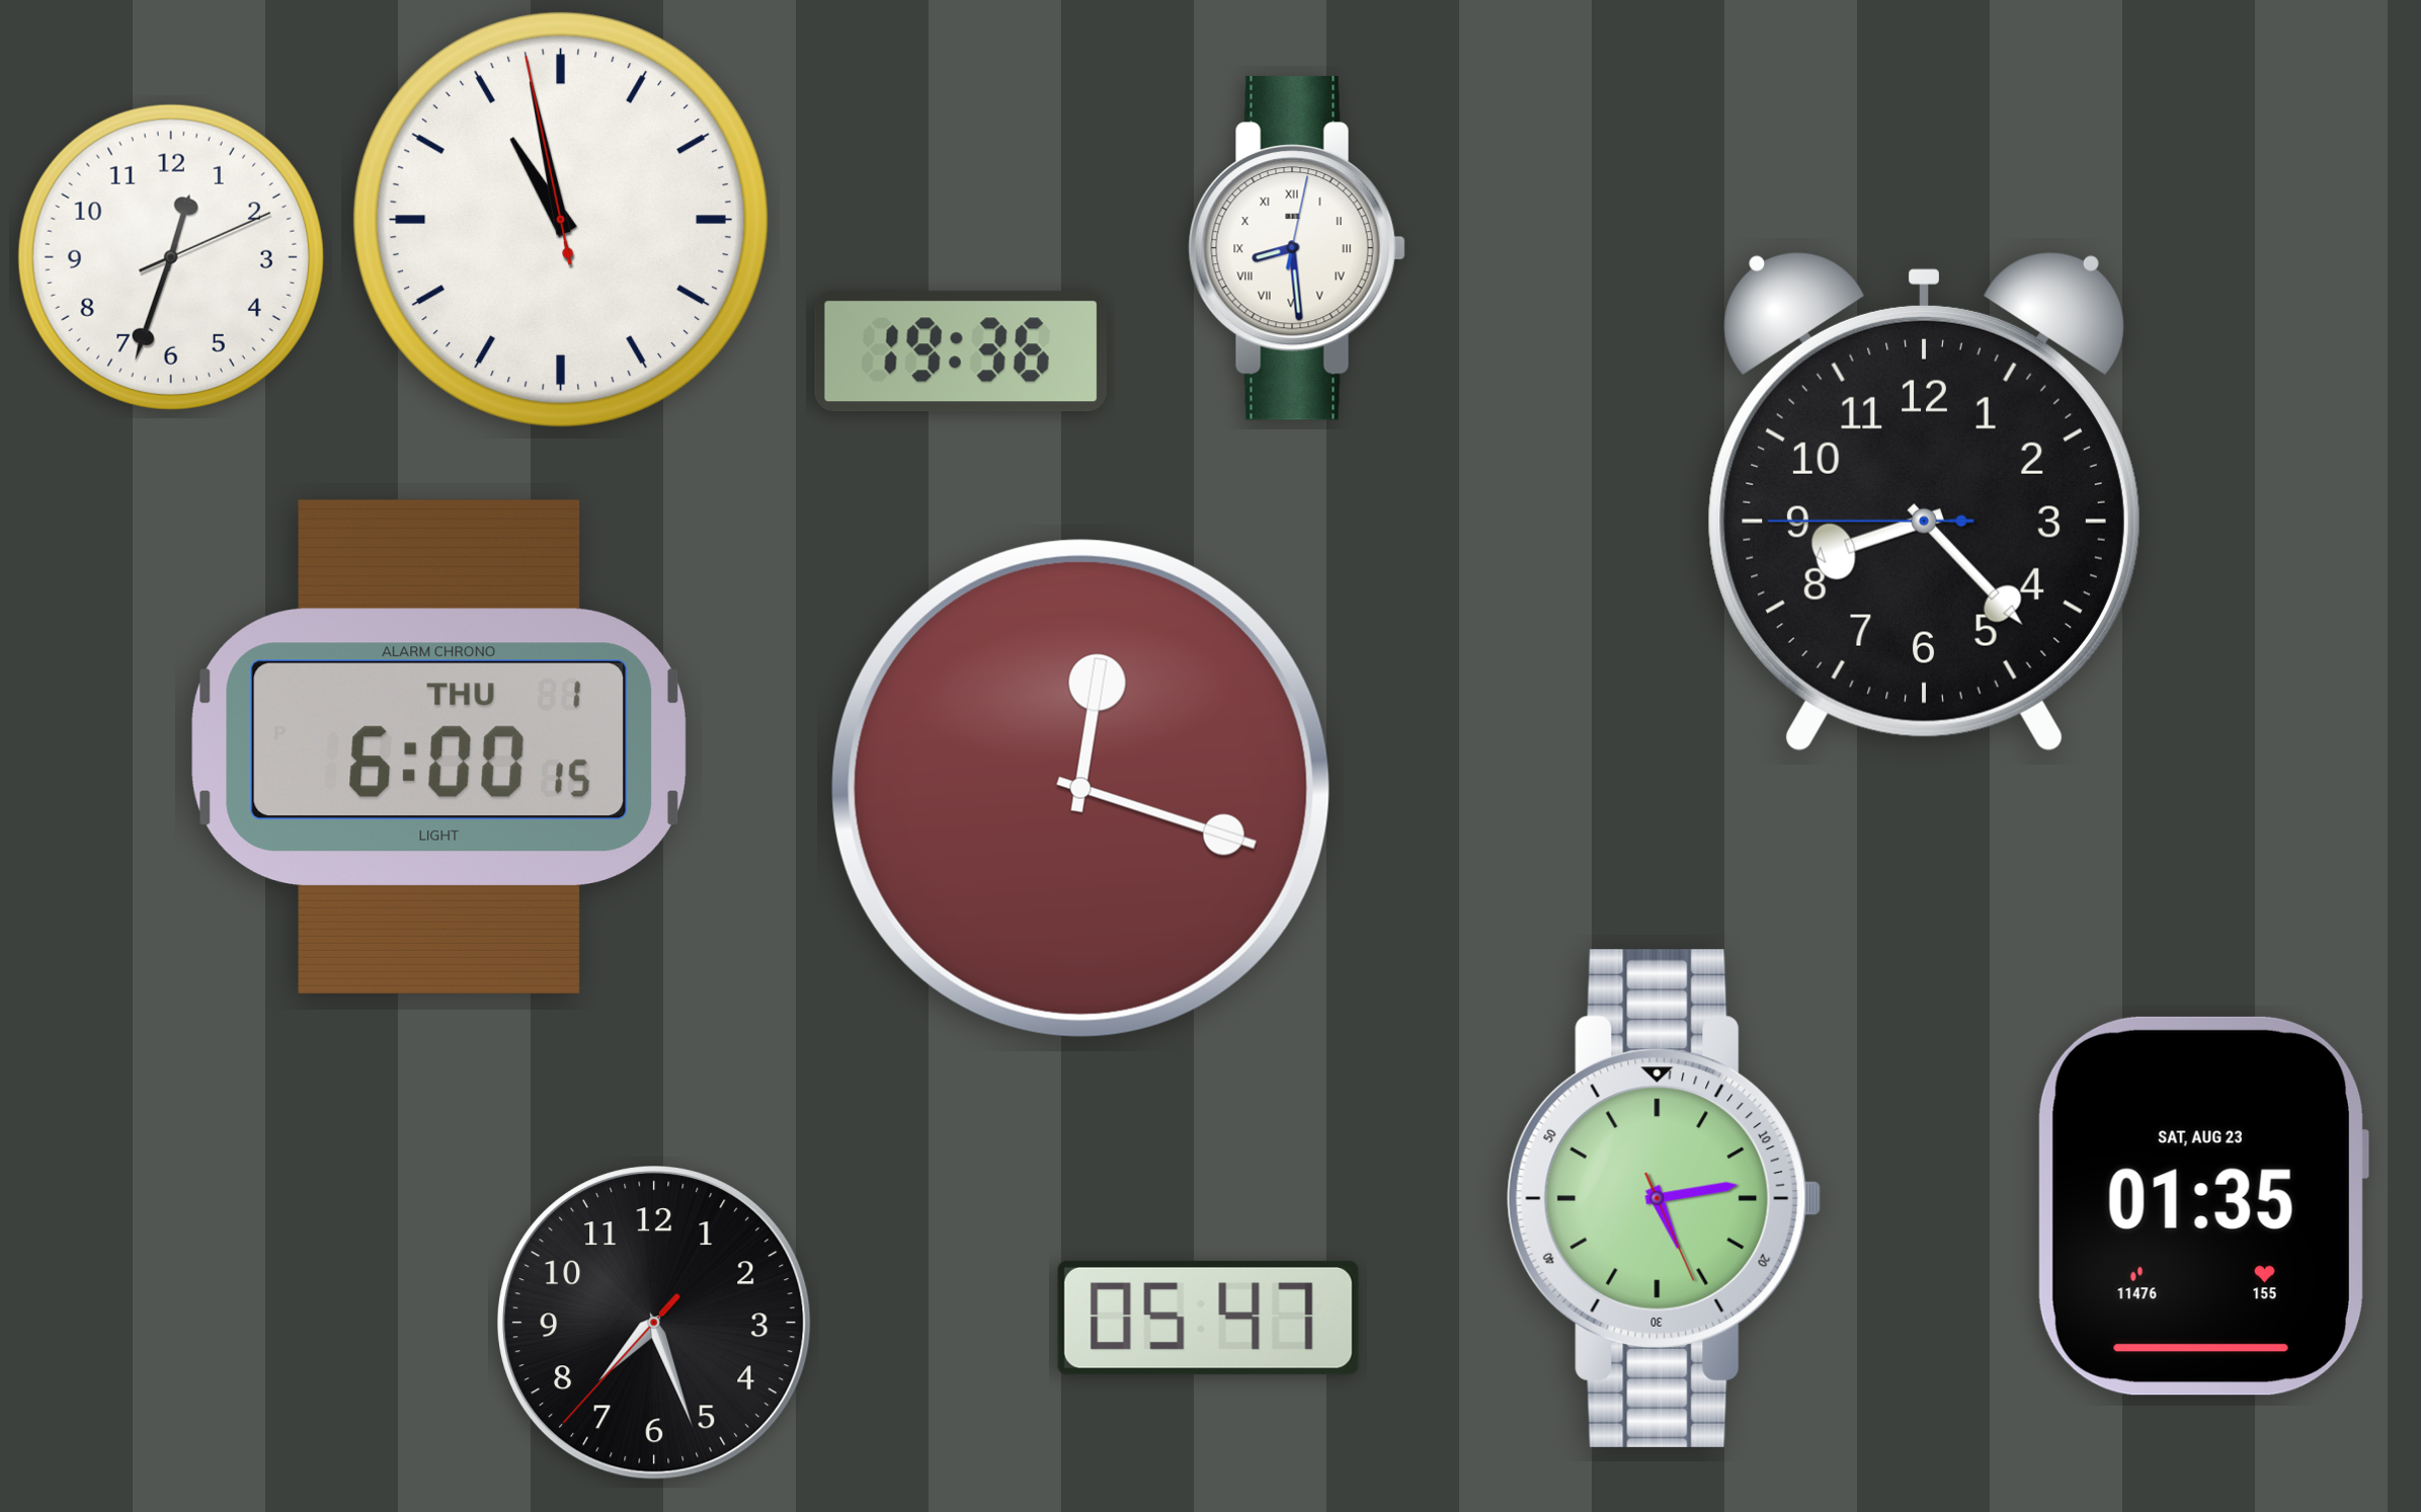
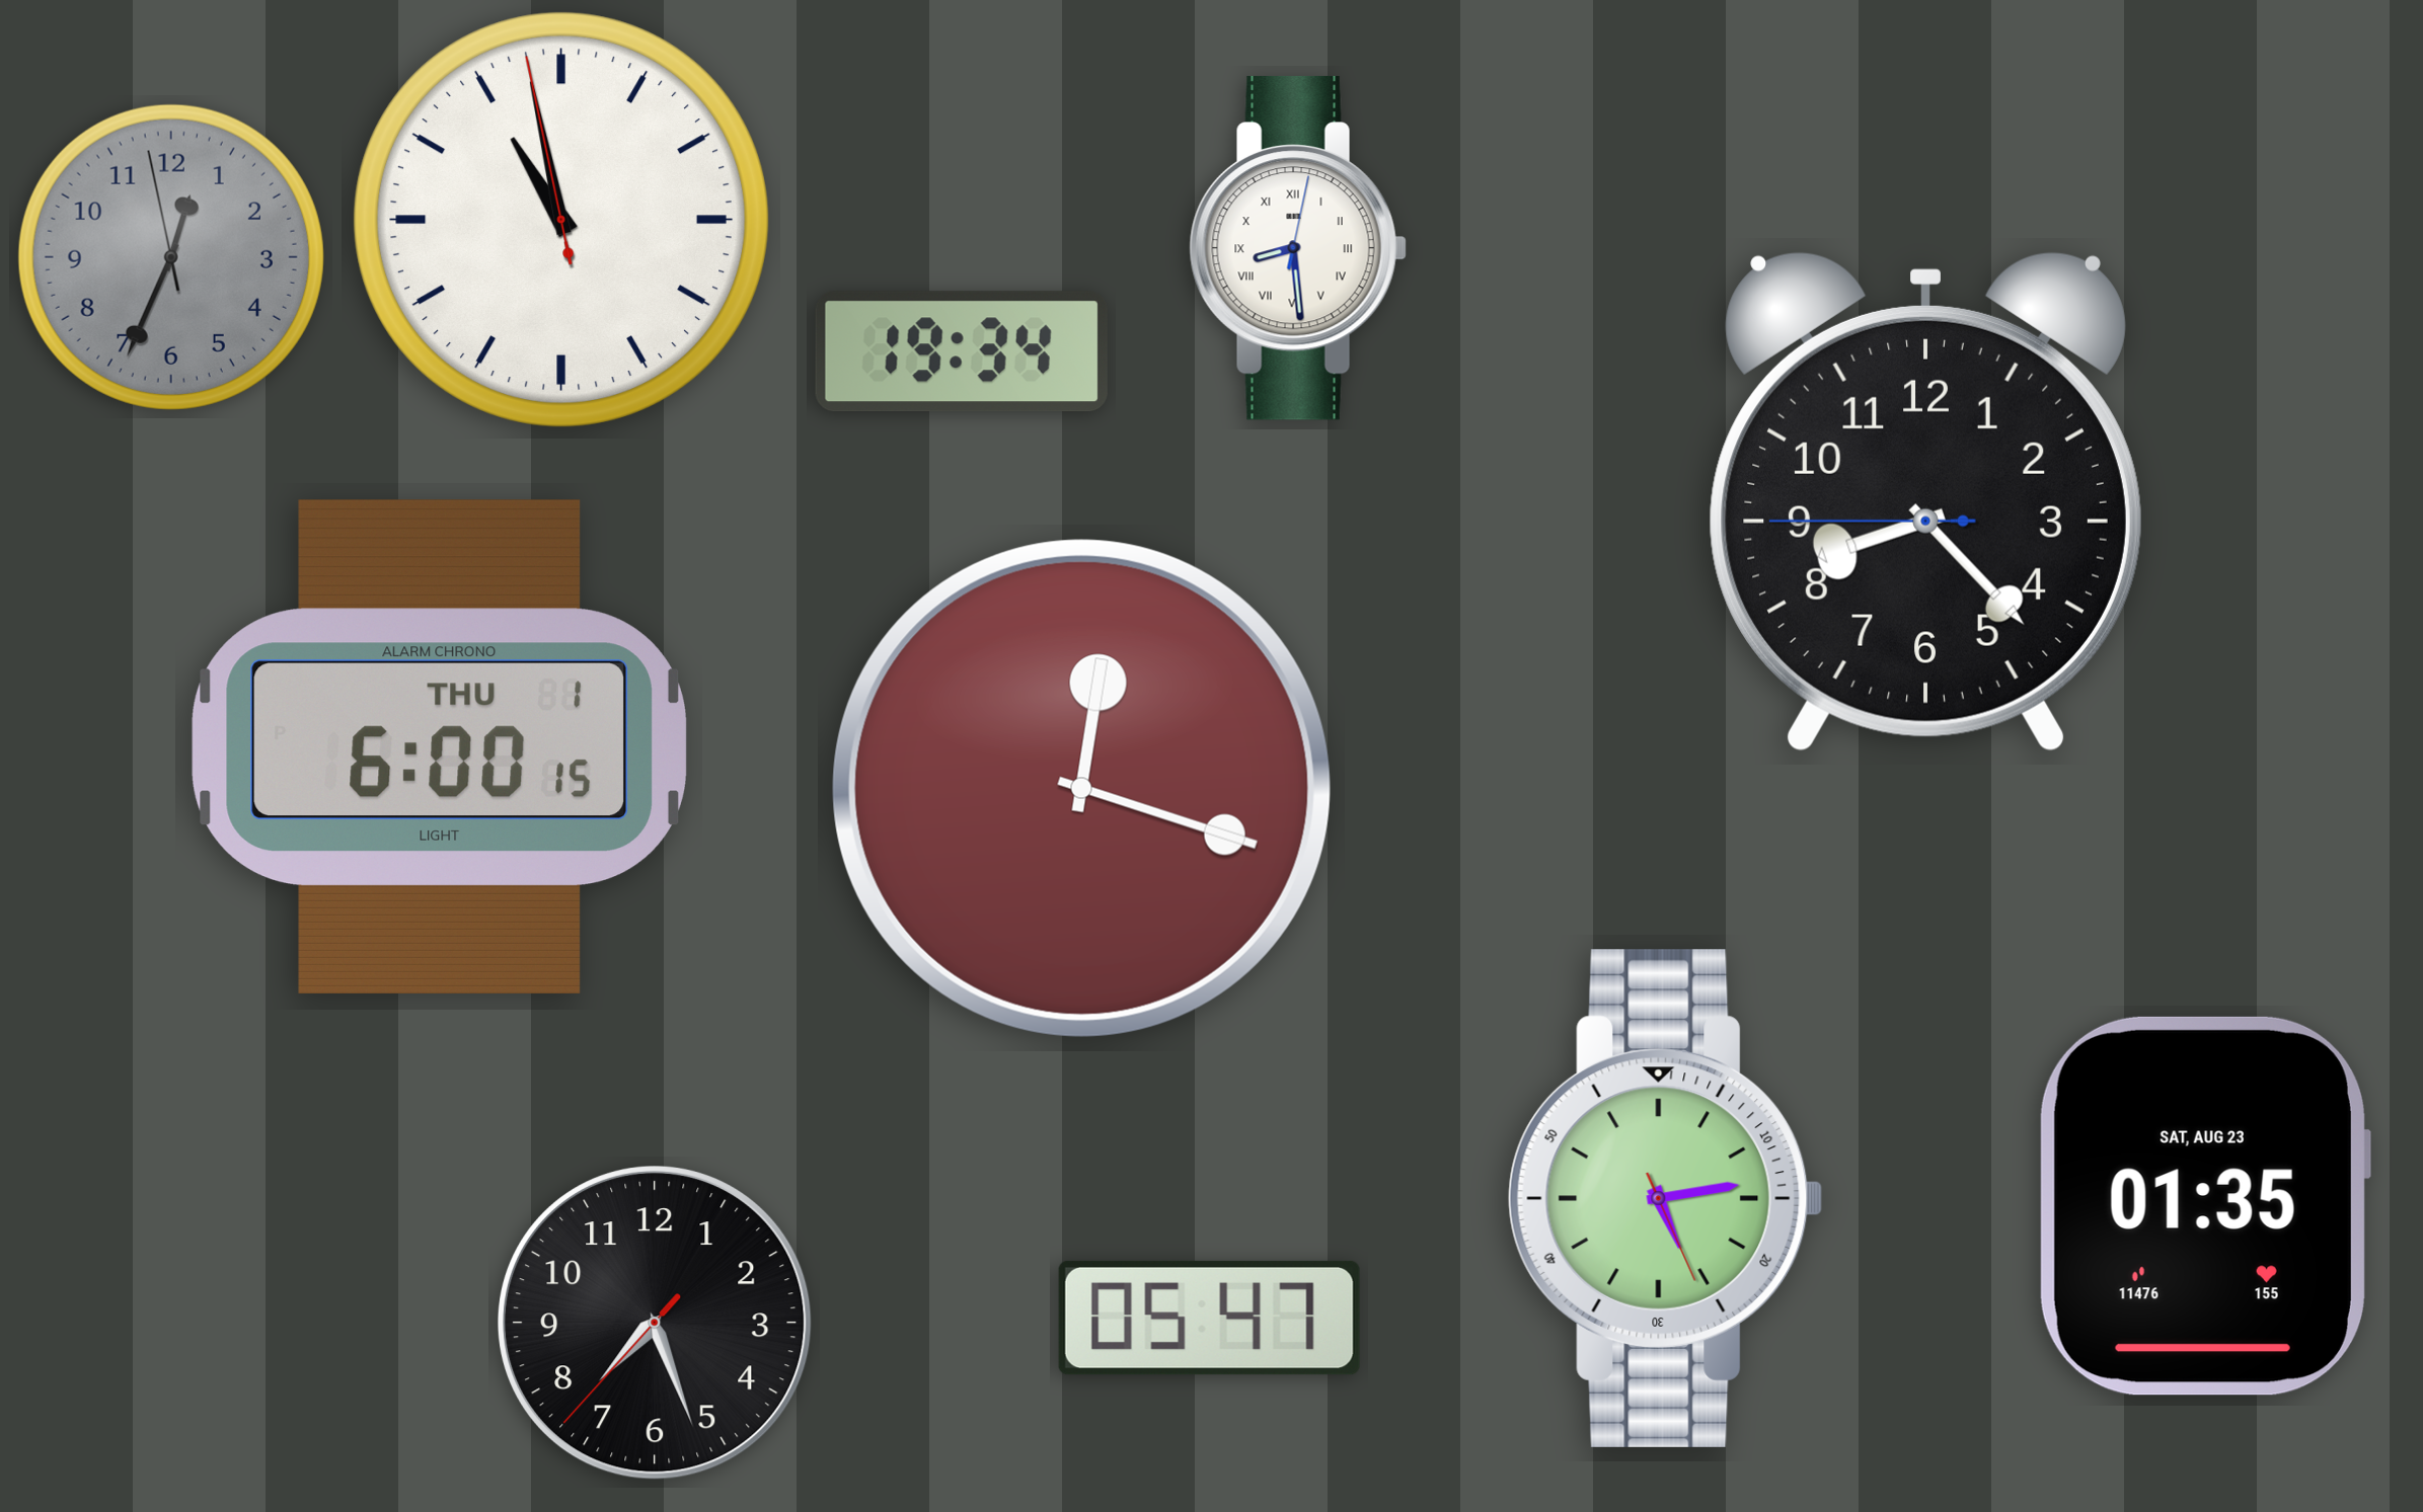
clock at (171, 257): 12:33:11 -> 12:33:58
clock at (171, 257) dial: white -> grey
clock at (961, 351): 19:36 -> 19:34
